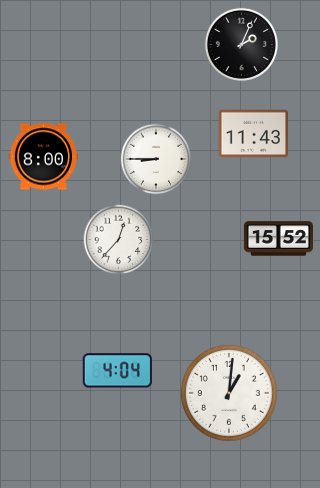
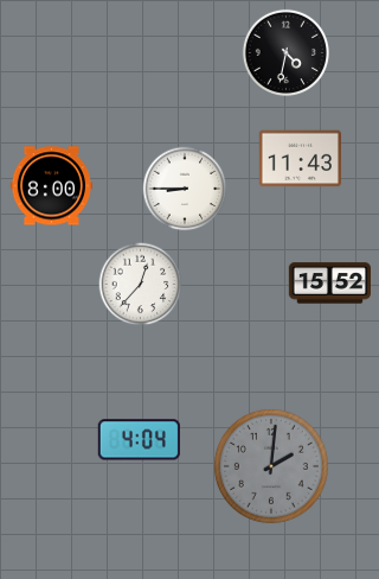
clock at (241, 44): 2:04 -> 4:32
clock at (229, 393): 1:01 -> 2:01
clock at (229, 393) dial: white -> grey
